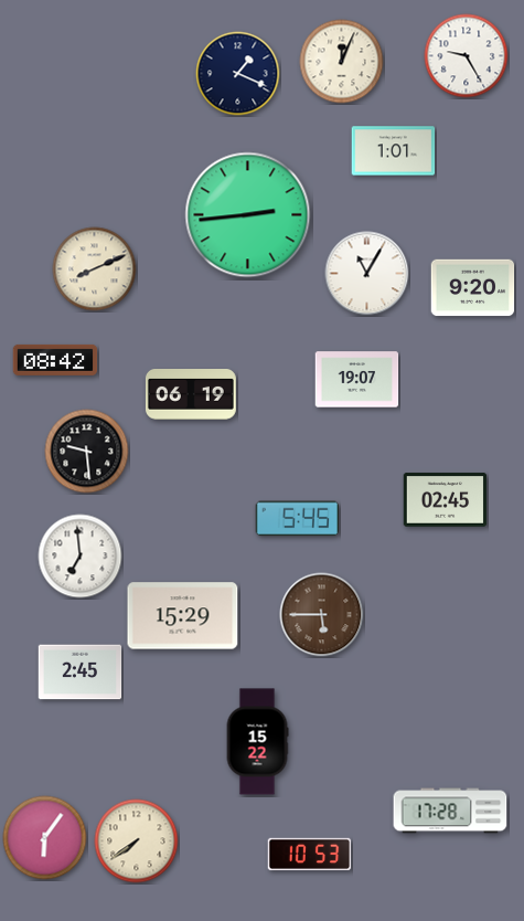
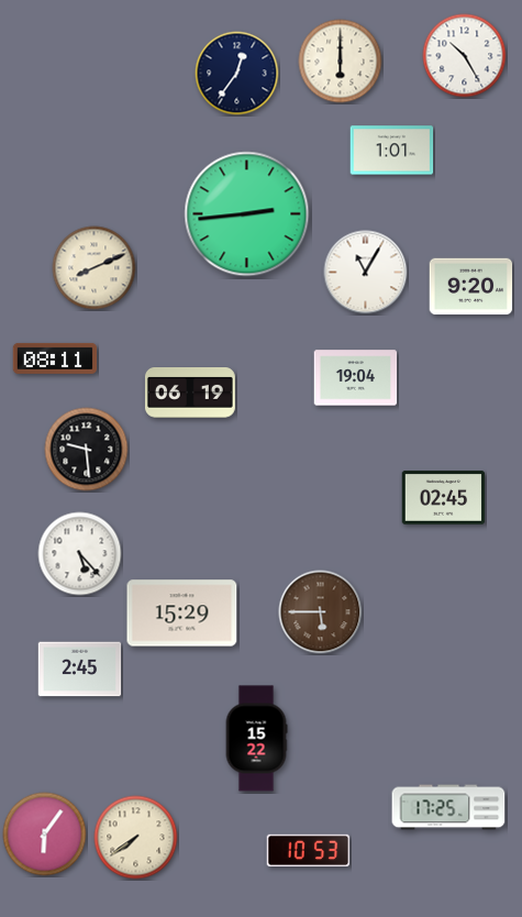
clock at (467, 56): 9:25 -> 10:25
clock at (342, 62): 12:04 -> 6:00
clock at (238, 74): 1:19 -> 12:36
clock at (55, 360): 08:42 -> 08:11
clock at (357, 380): 19:07 -> 19:04
clock at (298, 519): 5:45 -> none
clock at (81, 557): 6:59 -> 5:23
clock at (450, 811): 17:28 -> 17:25
